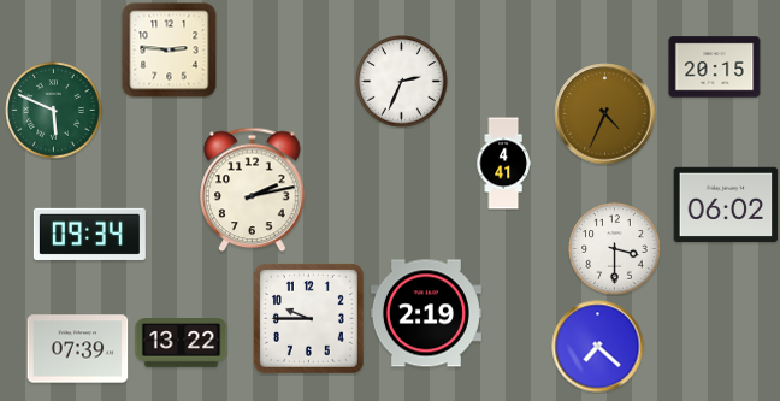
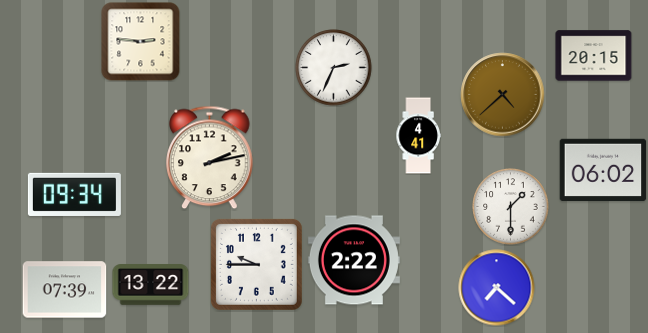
clock at (54, 111): 5:49 -> none
clock at (605, 114): 4:34 -> 4:38
clock at (615, 249): 3:30 -> 1:30
clock at (426, 313): 2:19 -> 2:22
